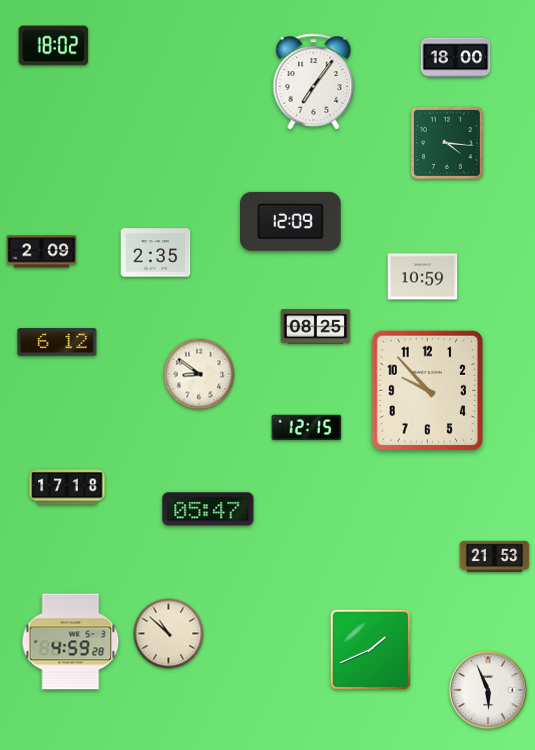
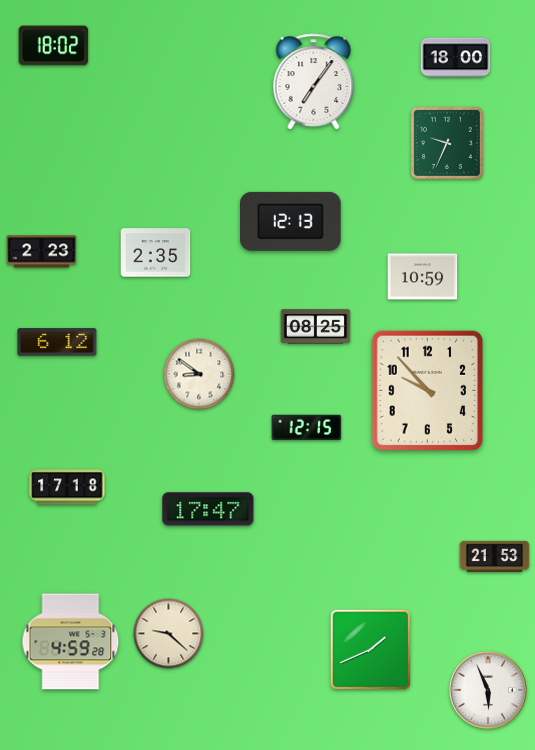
clock at (447, 143): 4:16 -> 9:34
clock at (291, 221): 12:09 -> 12:13
clock at (42, 252): 2:09 -> 2:23
clock at (208, 509): 05:47 -> 17:47
clock at (169, 634): 10:52 -> 9:22
